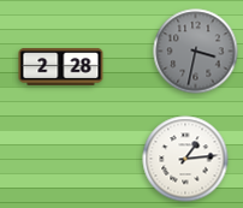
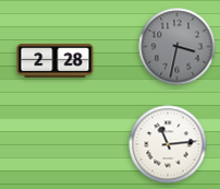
clock at (185, 159): 1:14 -> 11:14
